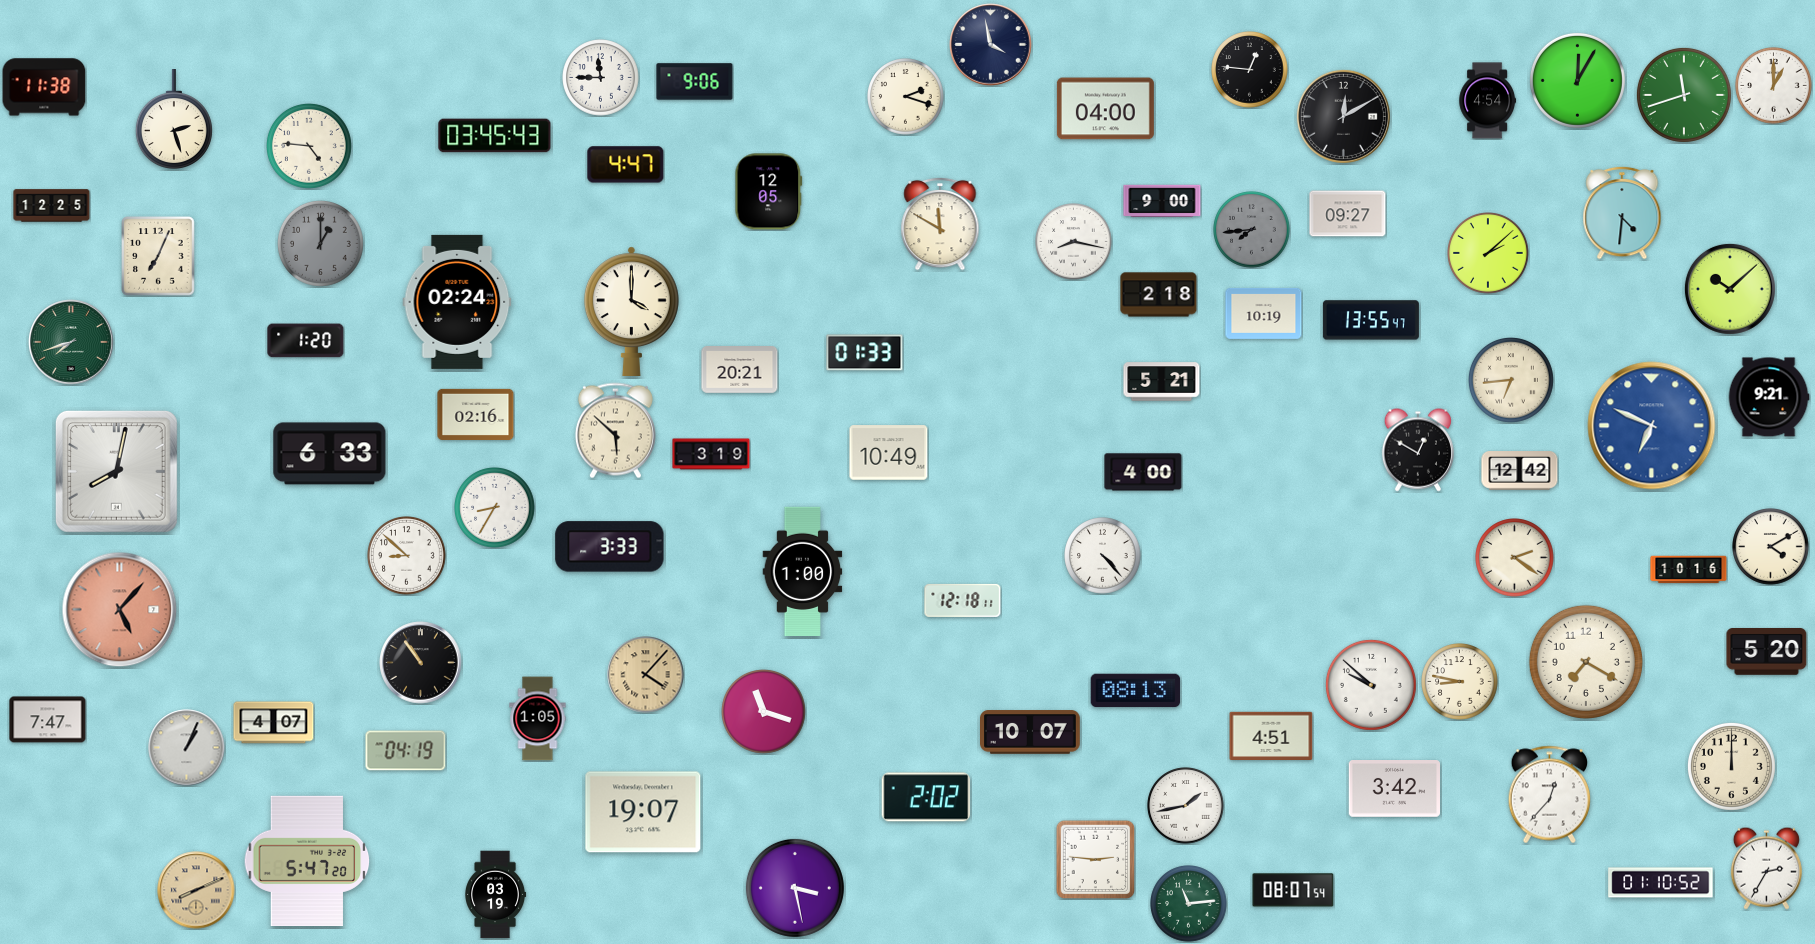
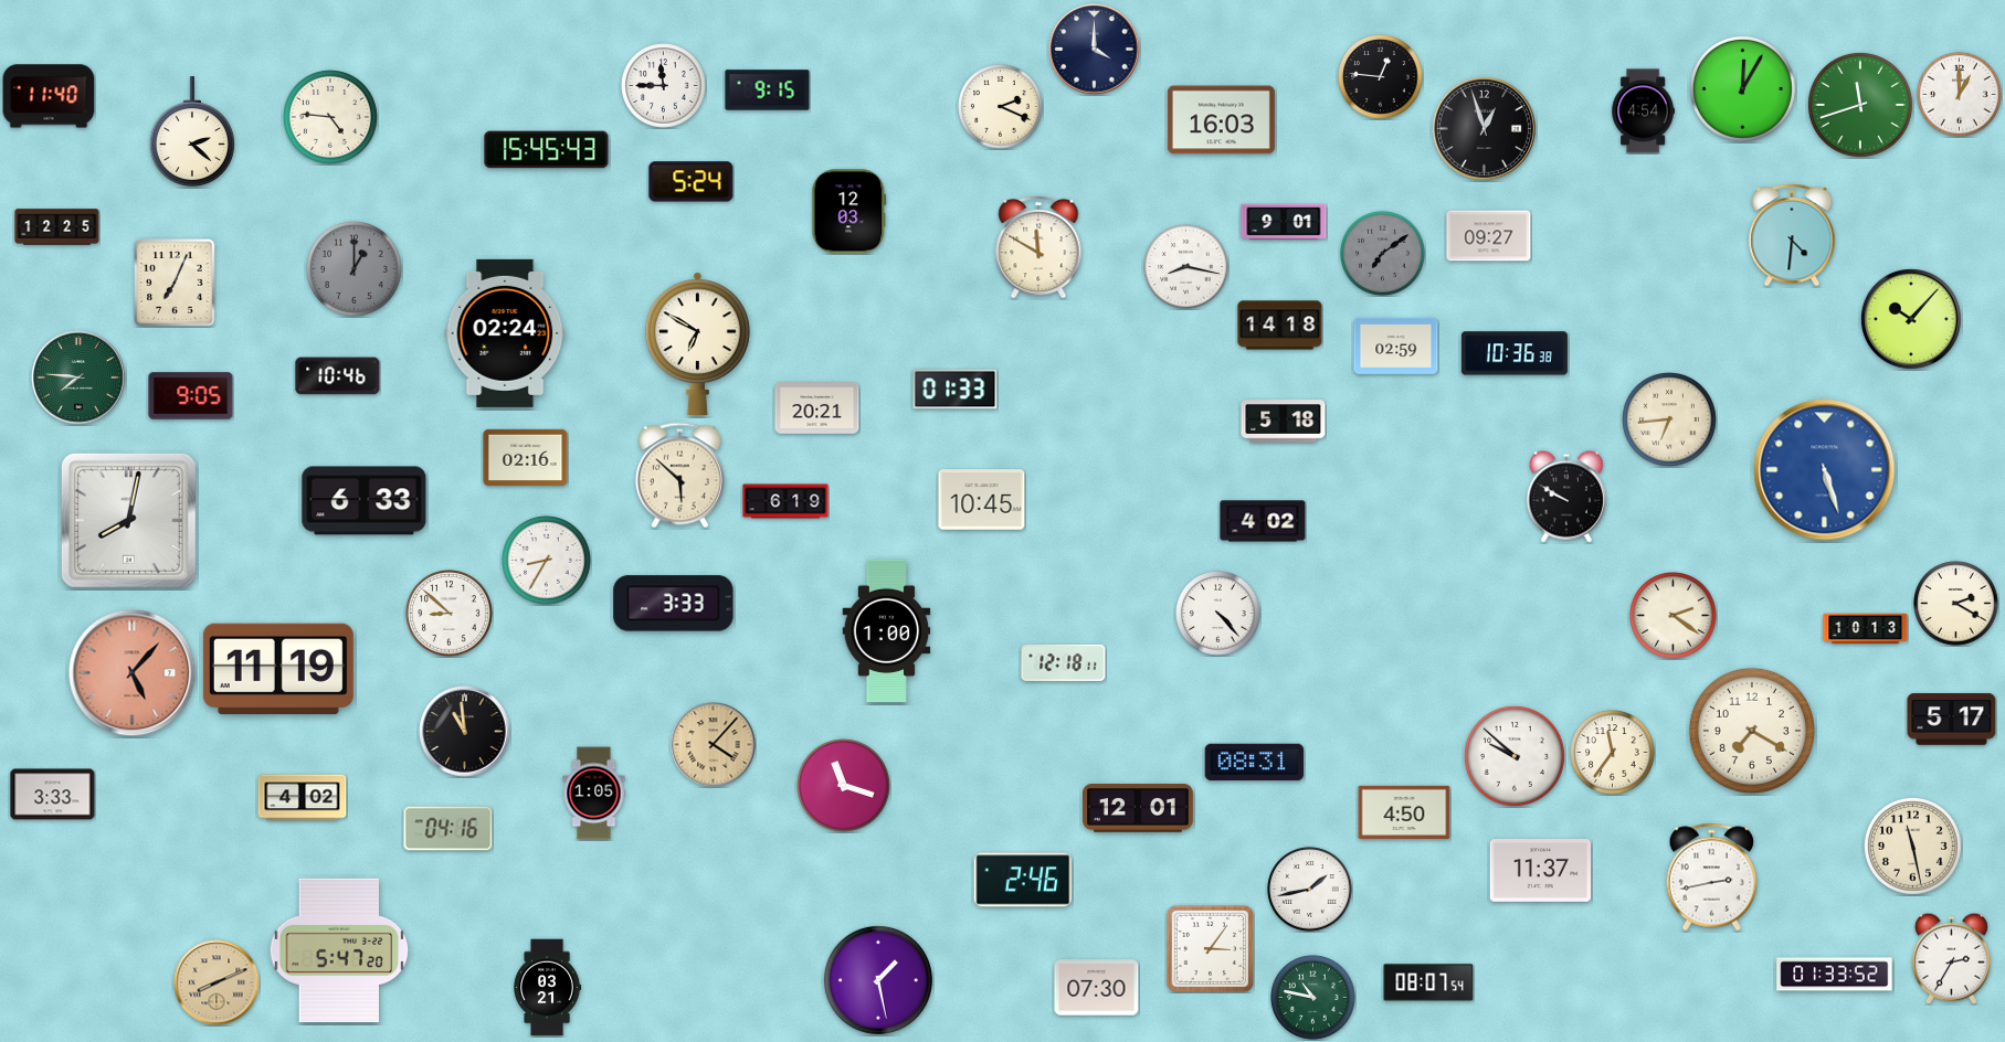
clock at (991, 45): 3:58 -> 4:00
clock at (695, 82): 9:06 -> 9:15
clock at (44, 87): 11:38 -> 11:40
clock at (906, 97): 2:18 -> 2:19
clock at (1105, 109): 04:00 -> 16:03
clock at (1343, 116): 12:10 -> 12:57
clock at (174, 119): 2:27 -> 2:22
clock at (495, 136): 03:45 -> 15:45
clock at (310, 147) position: (310, 147) -> (331, 118)
clock at (626, 165): 4:47 -> 5:24
clock at (769, 192): 12:05 -> 12:03
clock at (1162, 201): 9:00 -> 9:01
clock at (1252, 230): 7:44 -> 7:09
clock at (1489, 254): 2:08 -> none
clock at (1730, 289): 10:08 -> 10:07
clock at (1159, 295): 2:18 -> 14:18
clock at (631, 311): 4:00 -> 6:50
clock at (1264, 313): 10:19 -> 02:59
clock at (1371, 320): 13:55 -> 10:36
clock at (306, 341): 1:20 -> 10:46
clock at (71, 342): 7:42 -> 7:46
clock at (191, 396): none -> 9:05
clock at (1162, 382): 5:21 -> 5:18
clock at (1769, 397): 9:21 -> none
clock at (1652, 426): 6:49 -> 5:27
clock at (1418, 450): 12:50 -> 9:50
clock at (889, 453): 10:49 -> 10:45
clock at (711, 454): 3:19 -> 6:19
clock at (1520, 471): 12:42 -> none
clock at (1143, 472): 4:00 -> 4:02
clock at (1771, 547): 4:10 -> 2:20
clock at (1689, 570): 10:16 -> 10:13
clock at (278, 668): none -> 11:19
clock at (1767, 652): 5:20 -> 5:17
clock at (421, 663): 10:54 -> 10:59
clock at (1460, 682): 8:47 -> 11:36
clock at (1136, 691): 08:13 -> 08:31
clock at (48, 720): 7:47 -> 3:33
clock at (274, 723): 4:07 -> 4:02
clock at (1031, 732): 10:07 -> 12:01
clock at (1271, 735): 4:51 -> 4:50
clock at (187, 748): 1:04 -> none
clock at (406, 751): 04:19 -> 04:16
clock at (1731, 766): 12:00 -> 11:28
clock at (1394, 789): 3:42 -> 11:37
clock at (1550, 795): 12:37 -> 2:43
clock at (926, 797): 2:02 -> 2:46
clock at (643, 812): 19:07 -> none
clock at (1095, 859): 2:46 -> 3:06
clock at (1661, 883): 01:10 -> 01:33
clock at (795, 888): 3:28 -> 1:28
clock at (496, 895): 03:19 -> 03:21
clock at (1097, 988): none -> 07:30
clock at (1189, 904): 11:14 -> 10:47
